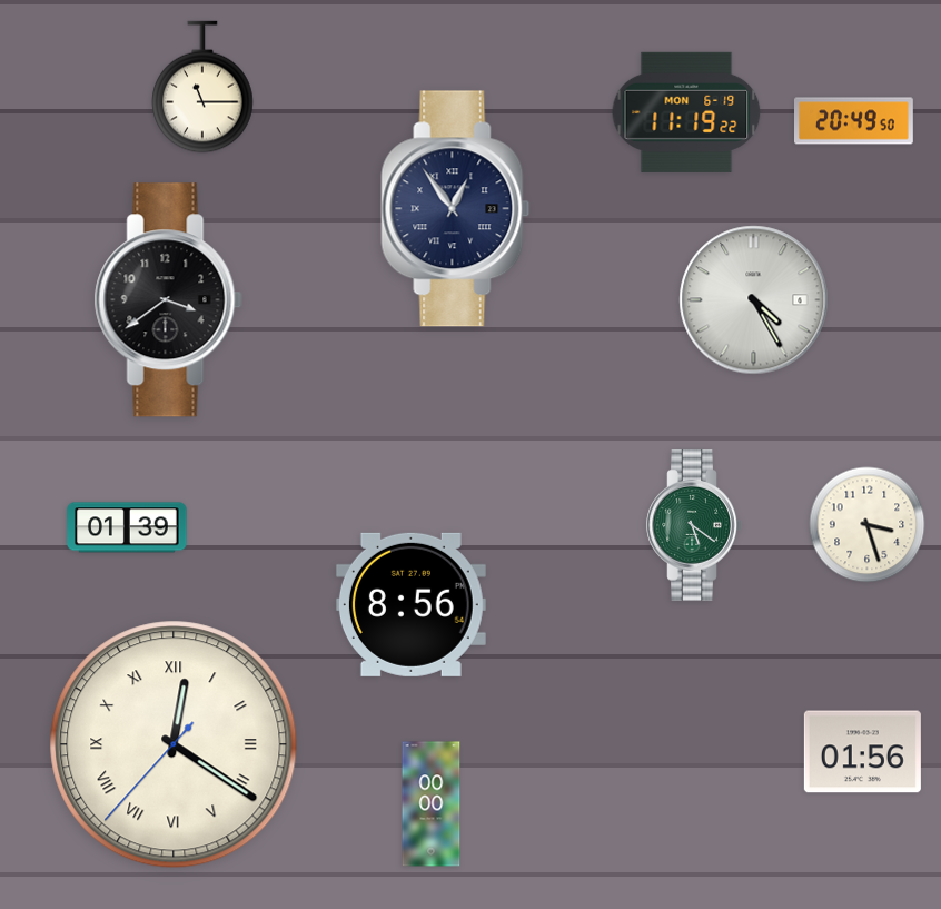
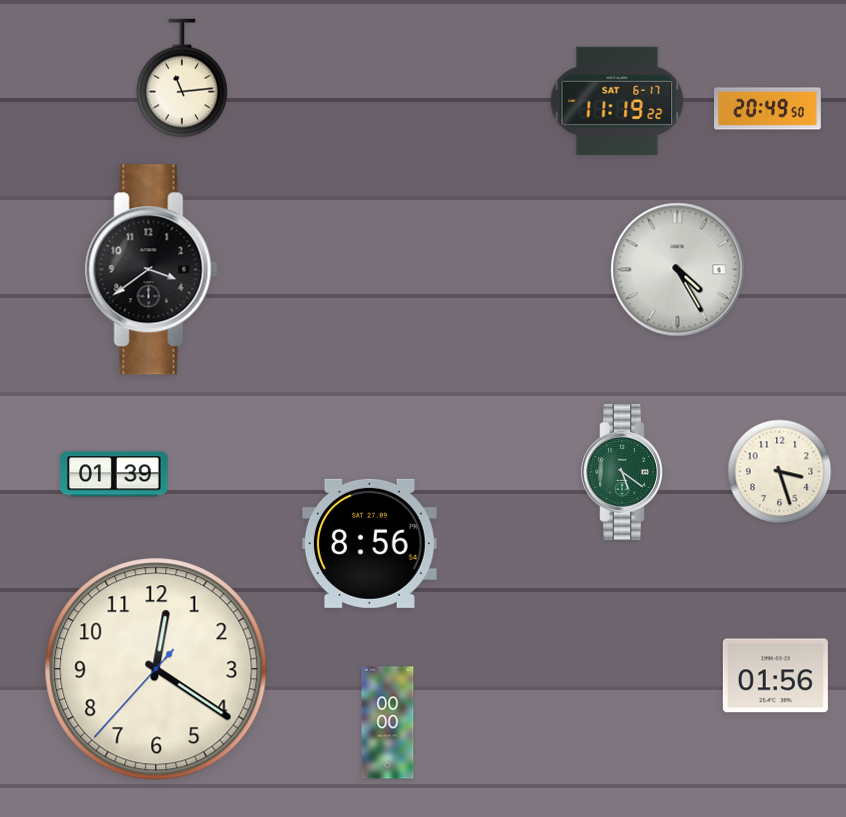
clock at (202, 87): 11:15 -> 11:14
clock at (686, 112) date: MON 6-19 -> SAT 6-17
clock at (456, 209): 12:54 -> none
clock at (174, 744) numerals: Roman -> Arabic
